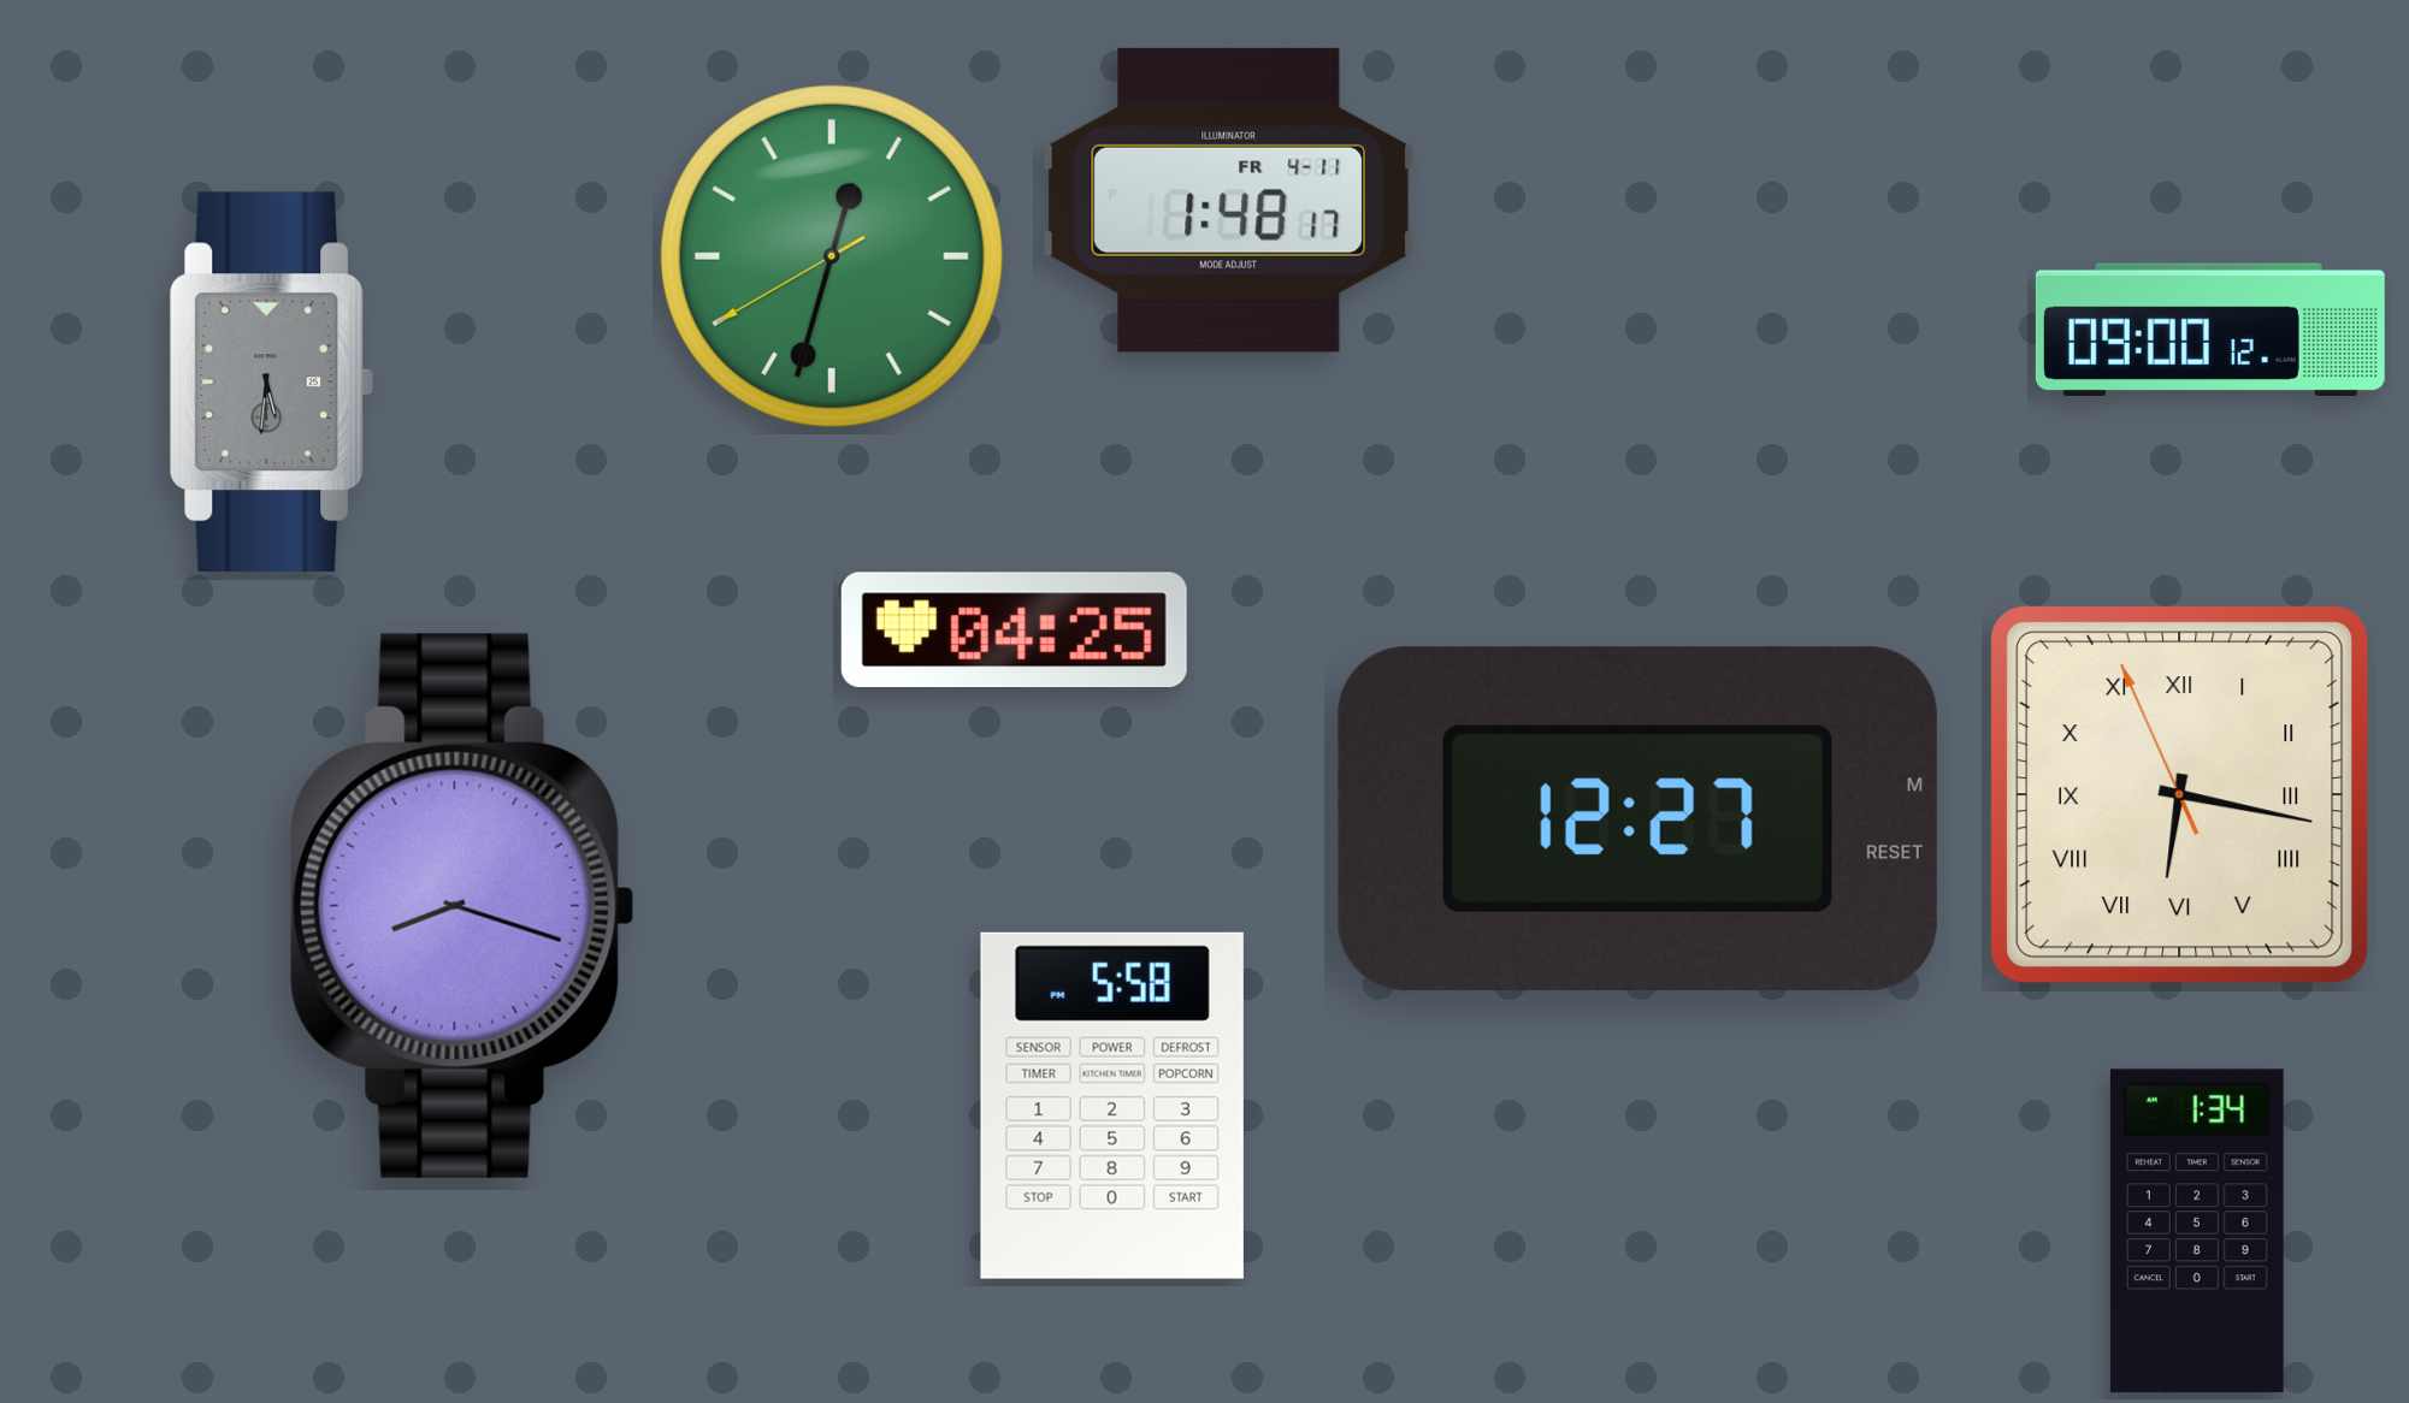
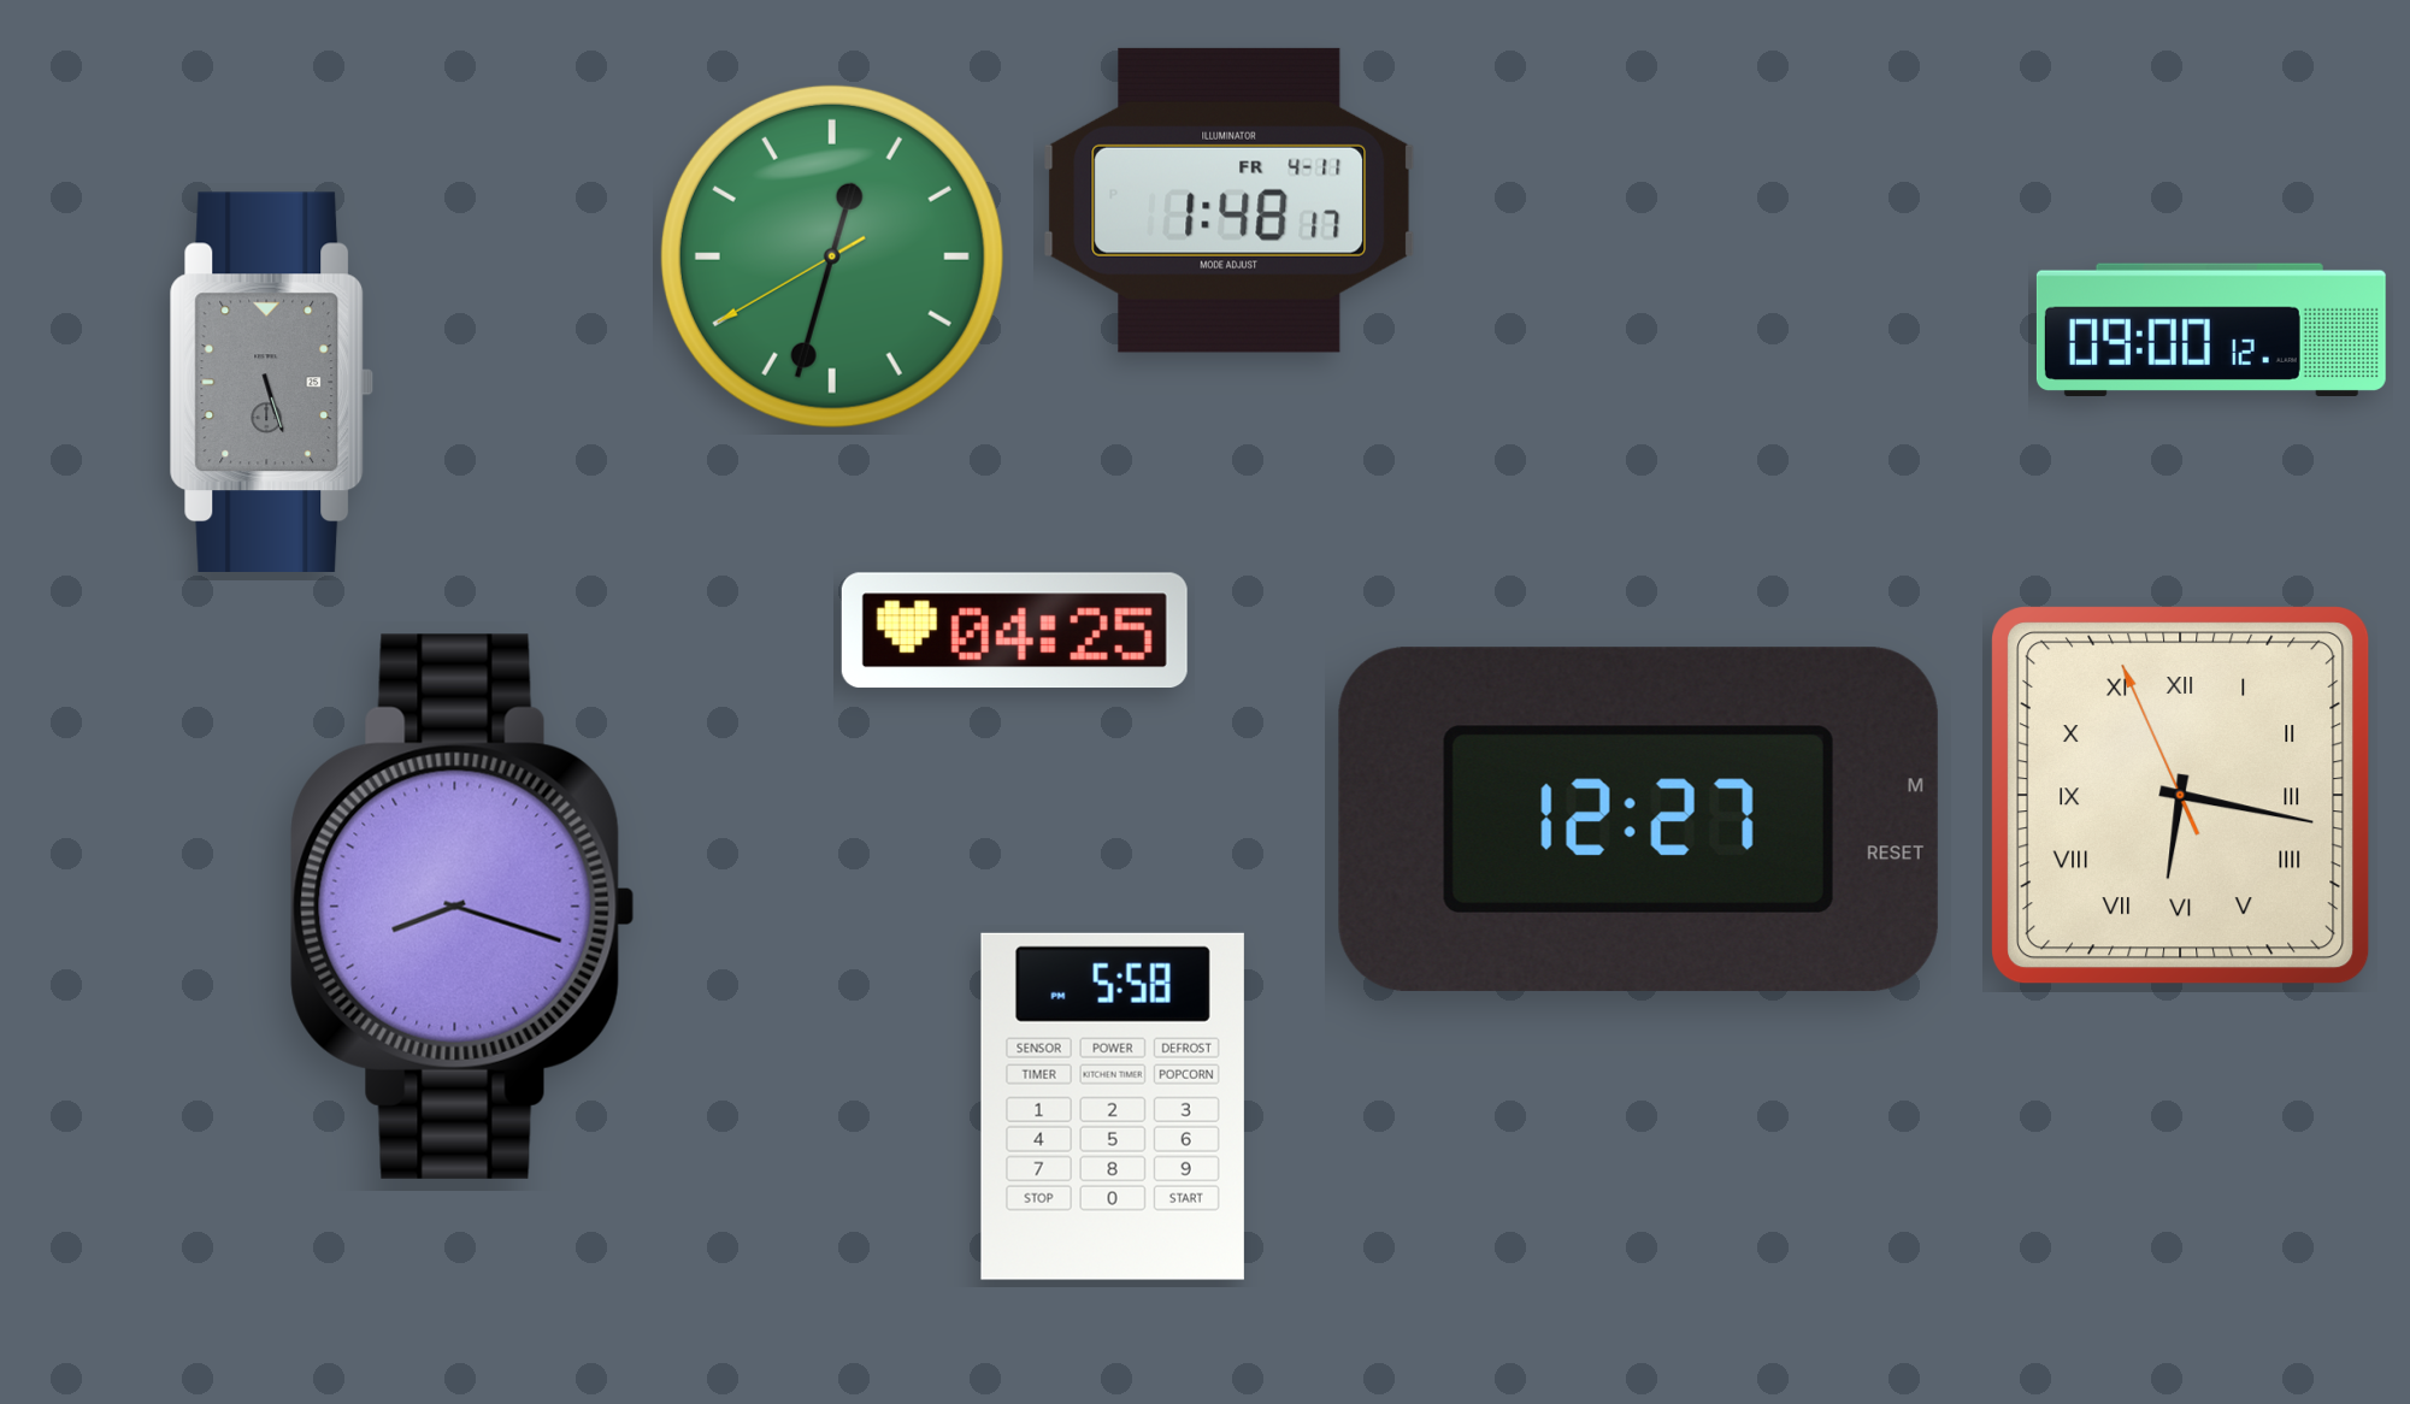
clock at (272, 381): 5:31 -> 5:27
clock at (2197, 1231): 1:34 -> none
